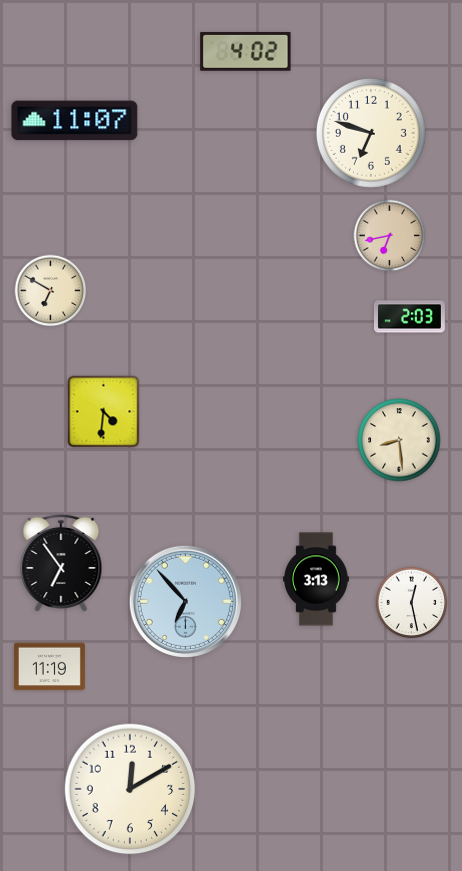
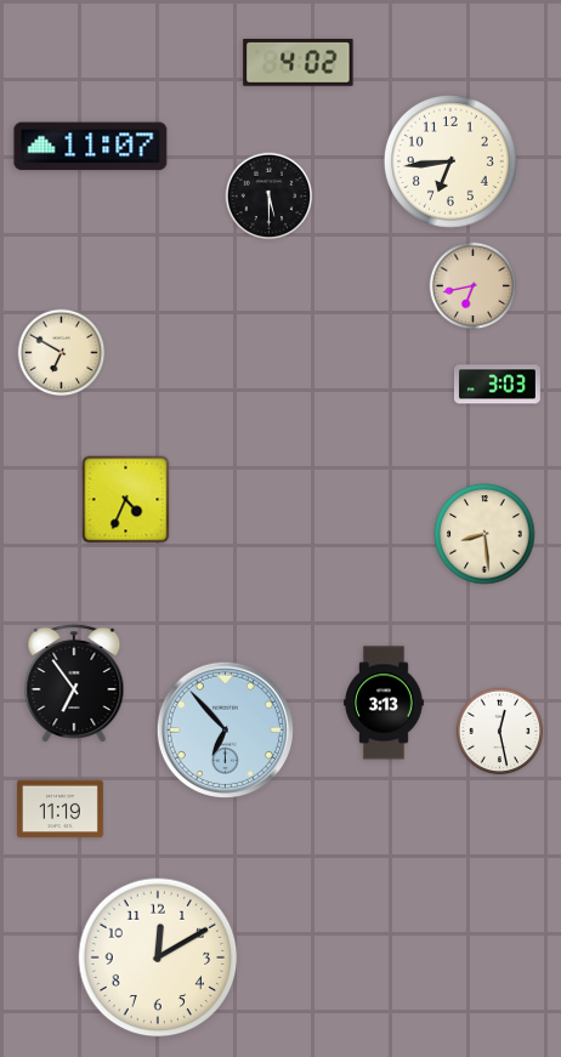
clock at (371, 133): 6:48 -> 6:44
clock at (270, 197): none -> 5:30
clock at (409, 317): 2:03 -> 3:03
clock at (104, 412): 4:31 -> 4:34
